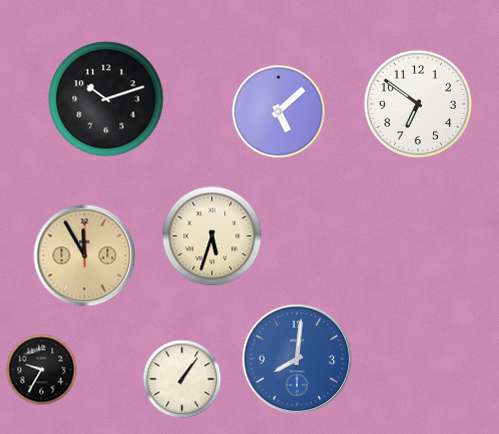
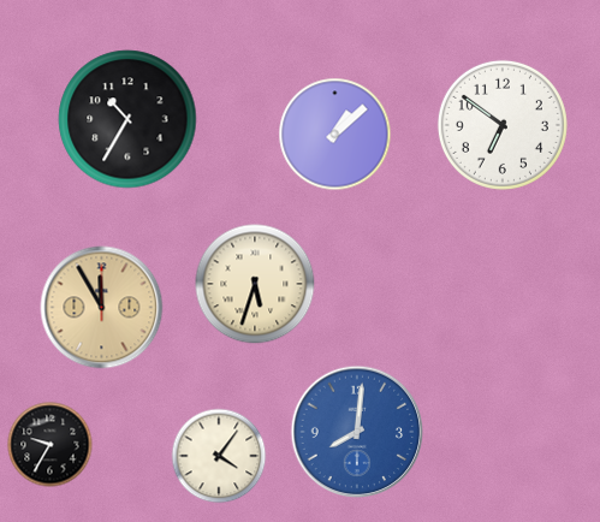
clock at (106, 99): 10:12 -> 10:35
clock at (279, 112): 5:08 -> 1:08
clock at (182, 379): 1:06 -> 4:06
